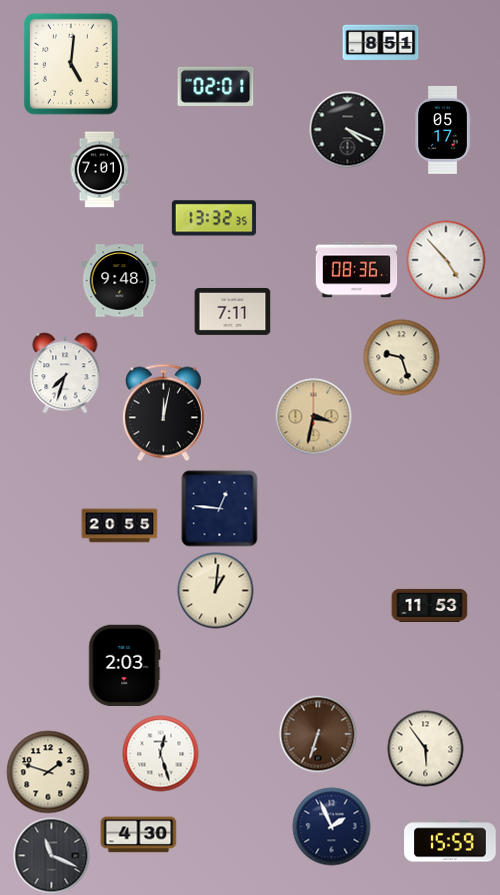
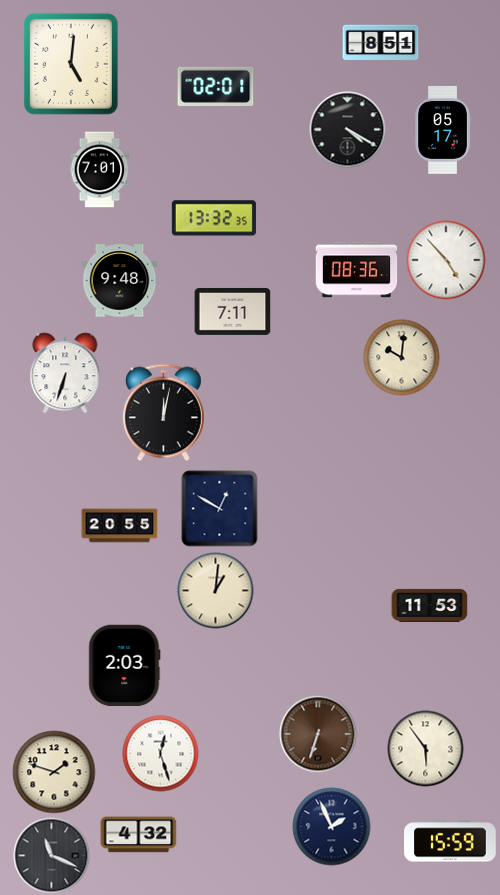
clock at (348, 130): 4:19 -> 4:20
clock at (402, 358): 9:27 -> 10:01
clock at (65, 373): 7:33 -> 6:33
clock at (314, 417): 3:32 -> none
clock at (220, 509): 12:46 -> 12:50
clock at (48, 772) position: (48, 772) -> (54, 772)
clock at (139, 835): 4:30 -> 4:32
